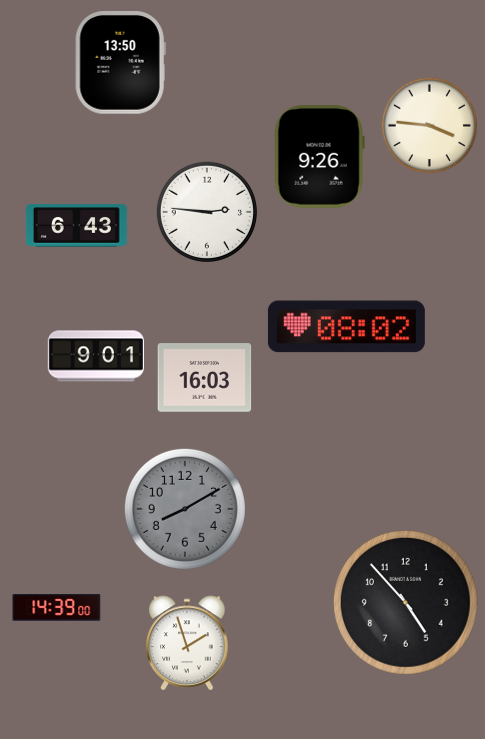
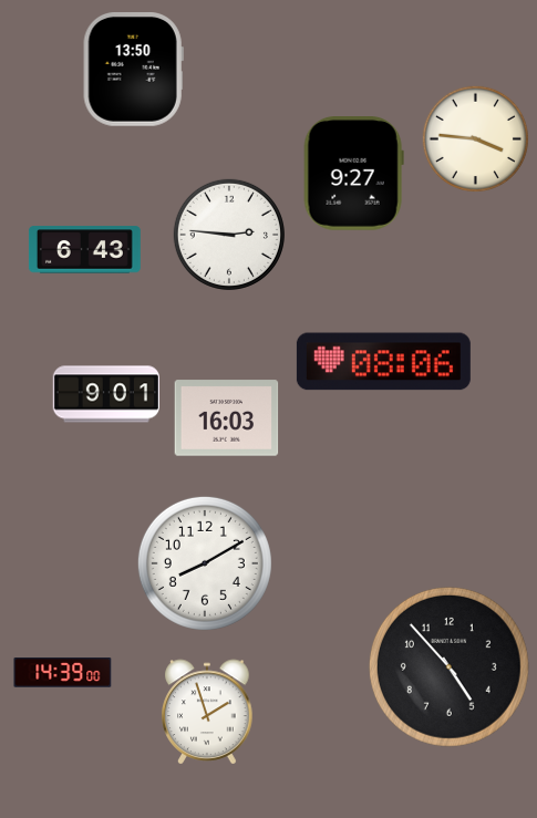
clock at (319, 157): 9:26 -> 9:27
clock at (346, 327): 08:02 -> 08:06
clock at (185, 509) dial: grey -> white
